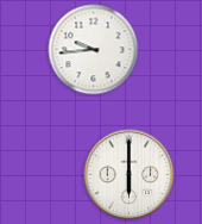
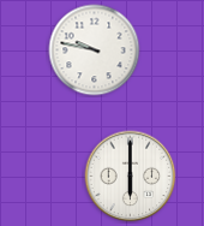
clock at (94, 50): 9:44 -> 9:47
